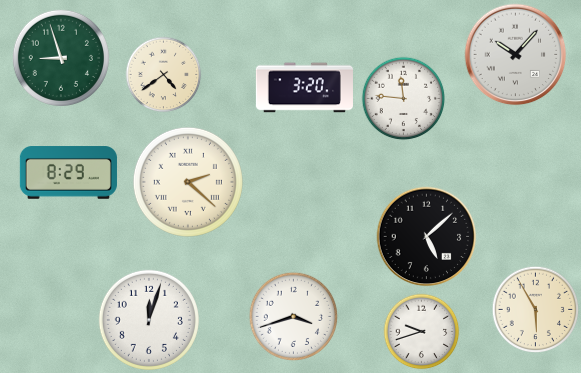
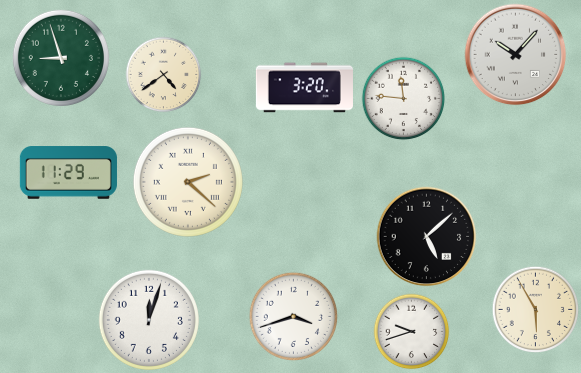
clock at (68, 173): 8:29 -> 11:29
clock at (422, 332) position: (422, 332) -> (412, 332)
